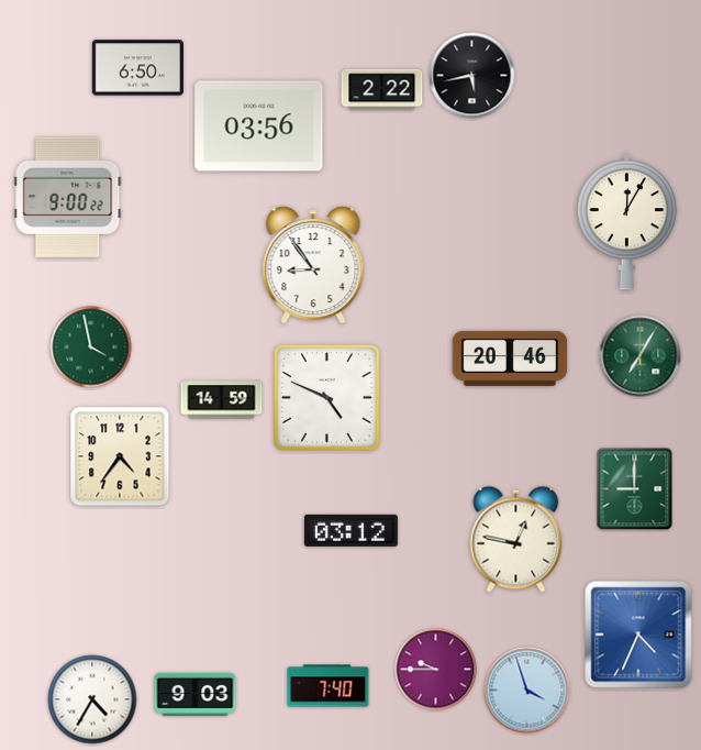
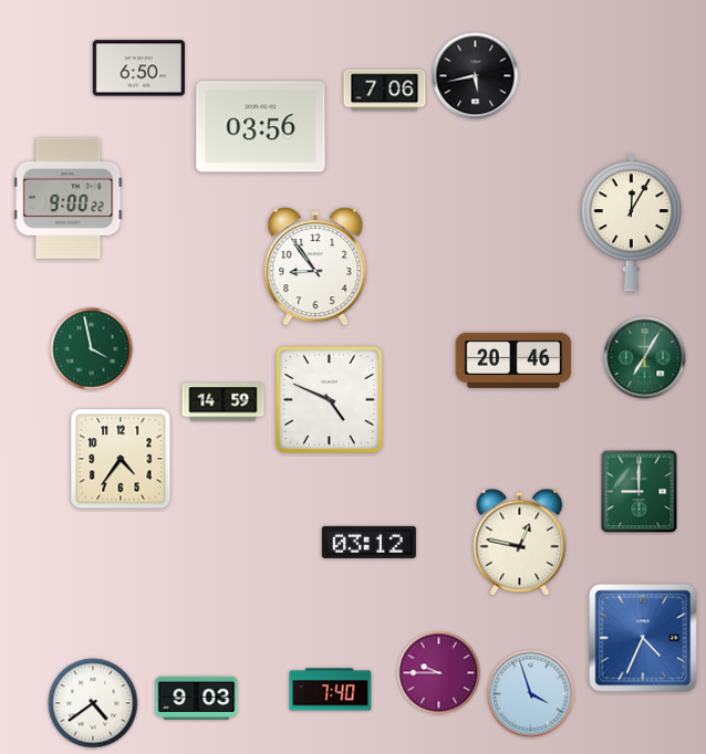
clock at (382, 90): 2:22 -> 7:06
clock at (350, 530) position: (350, 530) -> (368, 542)
clock at (92, 699): 4:35 -> 4:39
